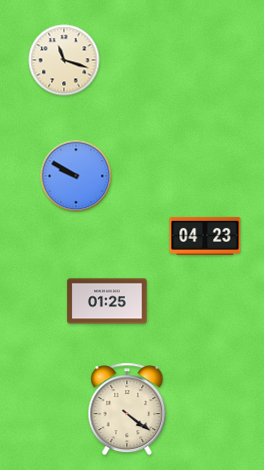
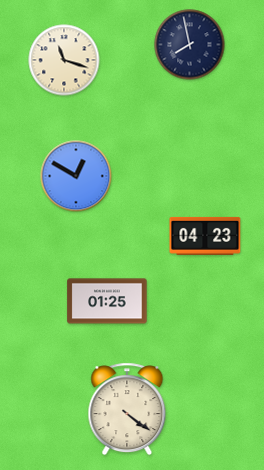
clock at (190, 45): none -> 7:58
clock at (76, 176): 9:50 -> 12:50
